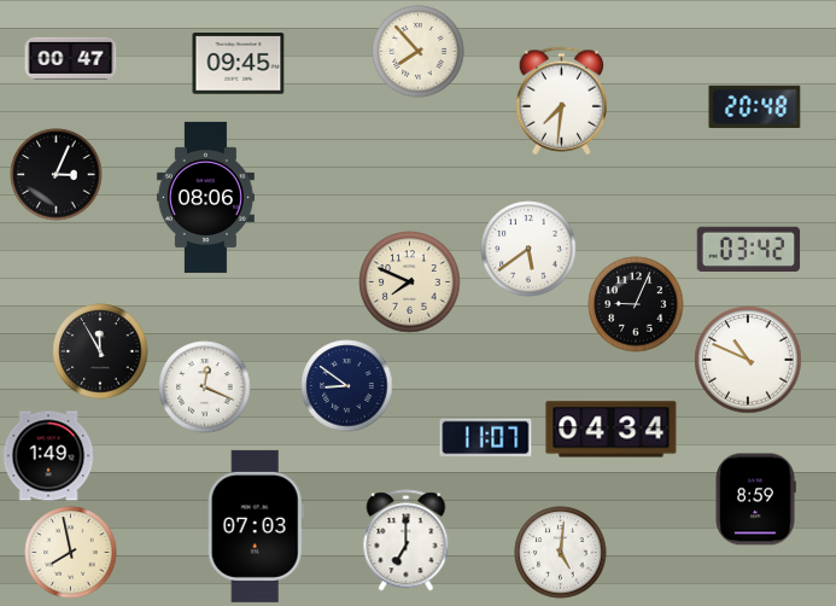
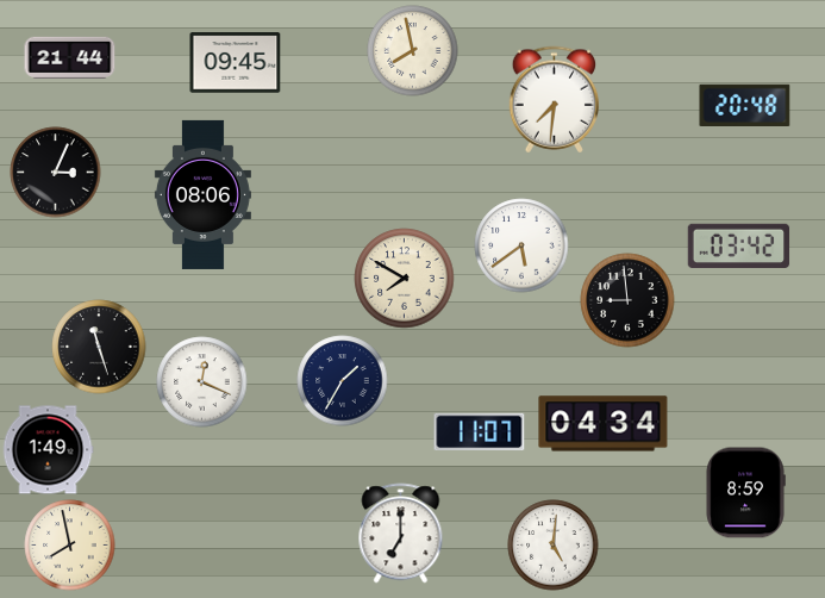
clock at (419, 52): 7:53 -> 7:58
clock at (71, 58): 00:47 -> 21:44
clock at (410, 282): 7:49 -> 7:50
clock at (636, 304): 9:04 -> 8:59
clock at (100, 351): 11:55 -> 11:27
clock at (748, 360): 10:49 -> none
clock at (347, 386): 8:51 -> 1:35
clock at (256, 526): 07:03 -> none
